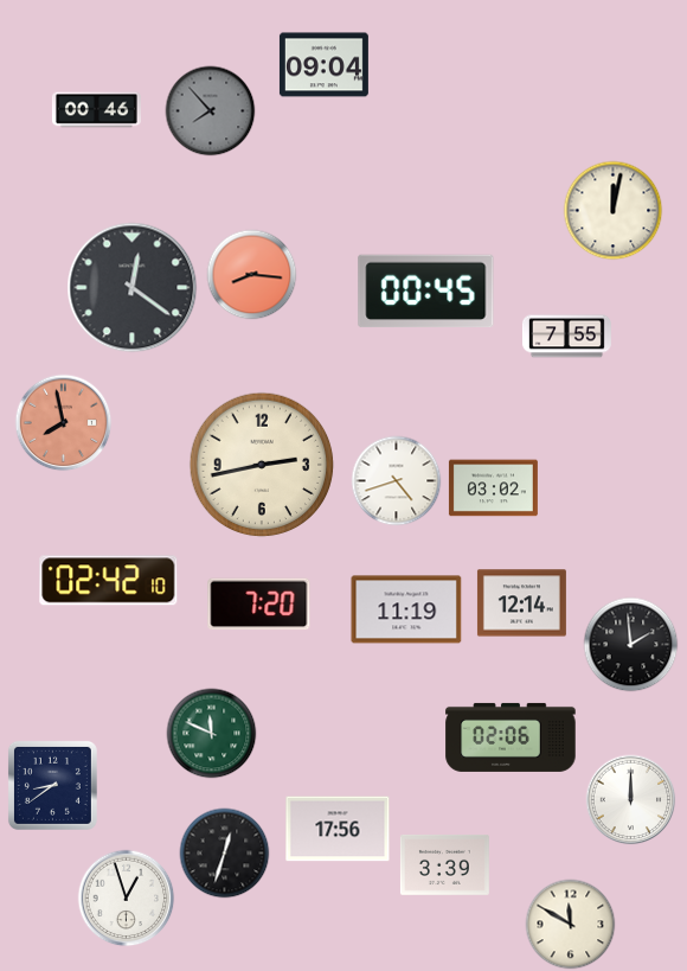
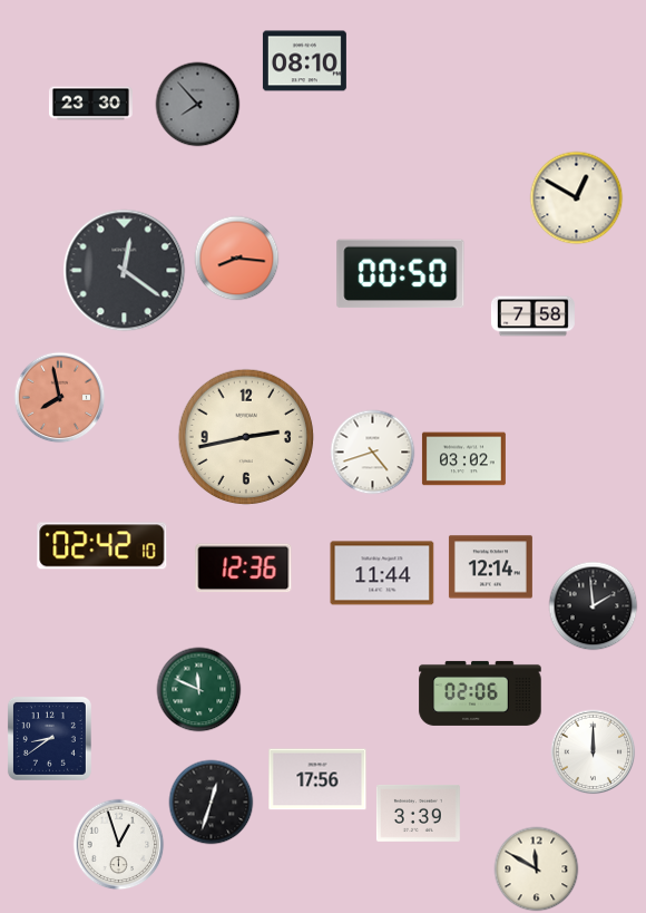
clock at (323, 65): 09:04 -> 08:10
clock at (96, 110): 00:46 -> 23:30
clock at (614, 211): 12:02 -> 12:50
clock at (426, 292): 00:45 -> 00:50
clock at (566, 337): 7:55 -> 7:58
clock at (259, 605): 7:20 -> 12:36
clock at (406, 609): 11:19 -> 11:44
